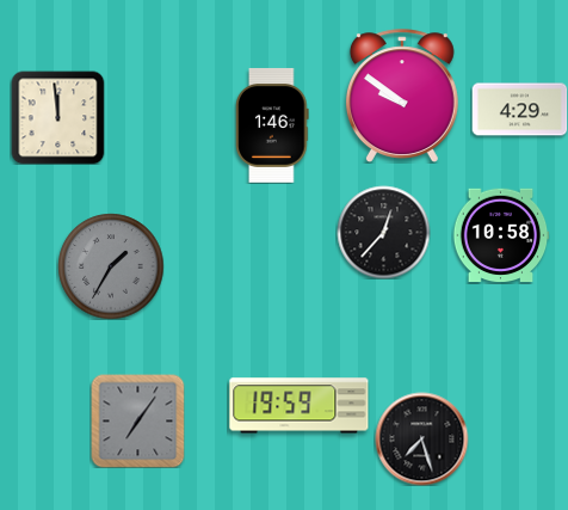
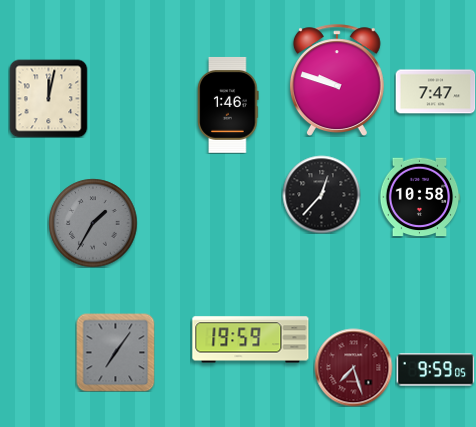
clock at (402, 96): 9:51 -> 9:48
clock at (519, 110): 4:29 -> 7:47
clock at (57, 117): 11:59 -> 12:02
clock at (421, 438) dial: black -> burgundy
clock at (435, 370): none -> 9:59
